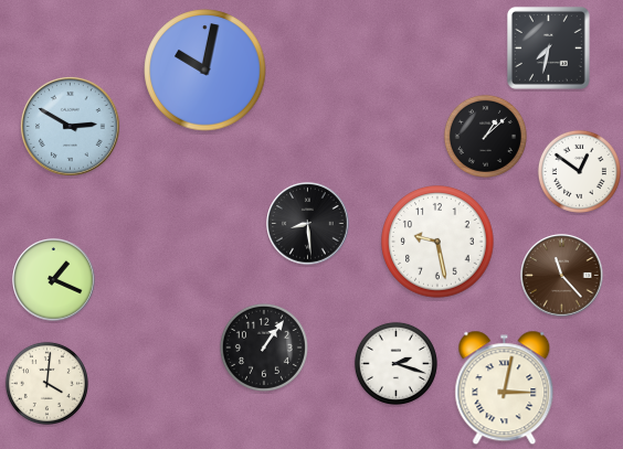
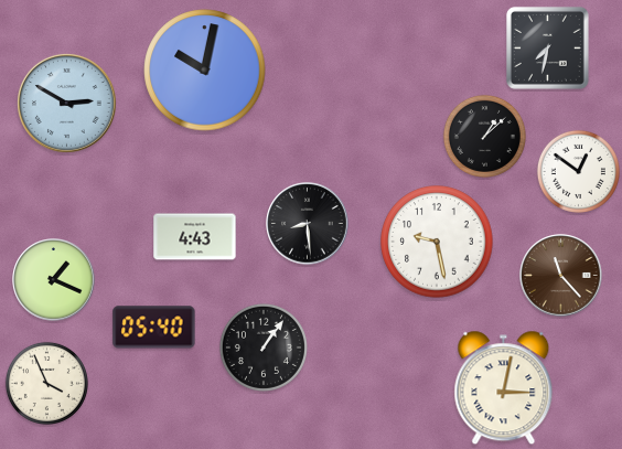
clock at (70, 126) position: (70, 126) -> (66, 103)
clock at (195, 237): none -> 4:43
clock at (154, 328): none -> 05:40
clock at (395, 363): 2:18 -> none
clock at (46, 383): 4:01 -> 3:56
